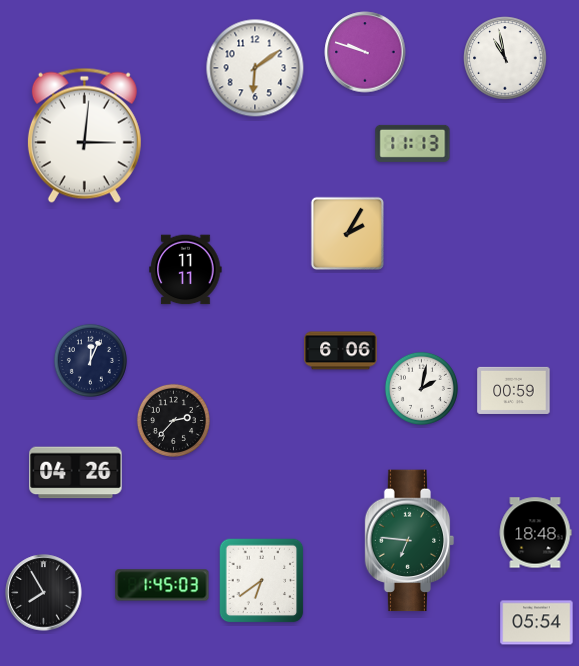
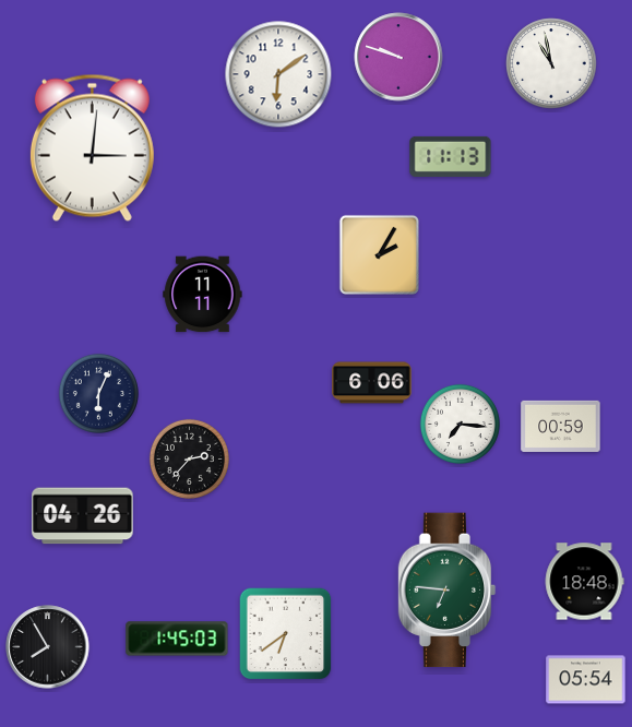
clock at (90, 360): 12:04 -> 6:04
clock at (421, 388): 2:02 -> 7:16
